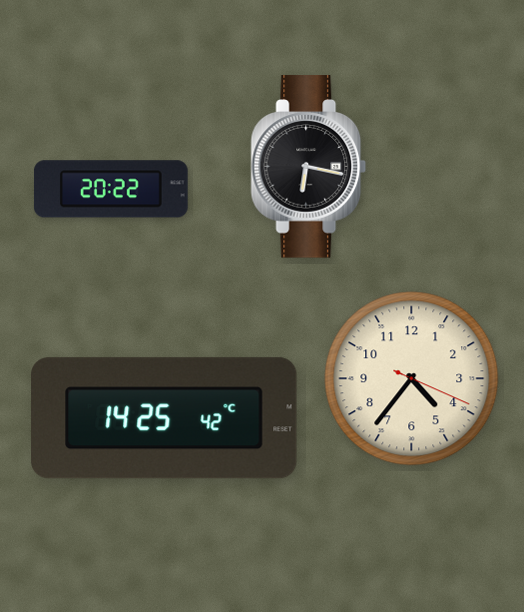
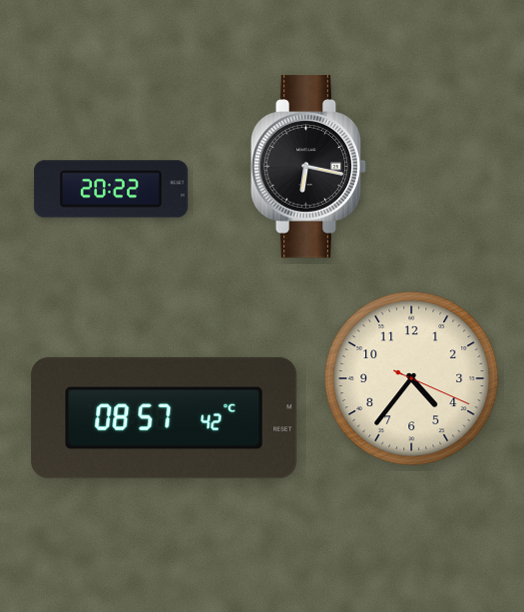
clock at (164, 418): 14:25 -> 08:57
